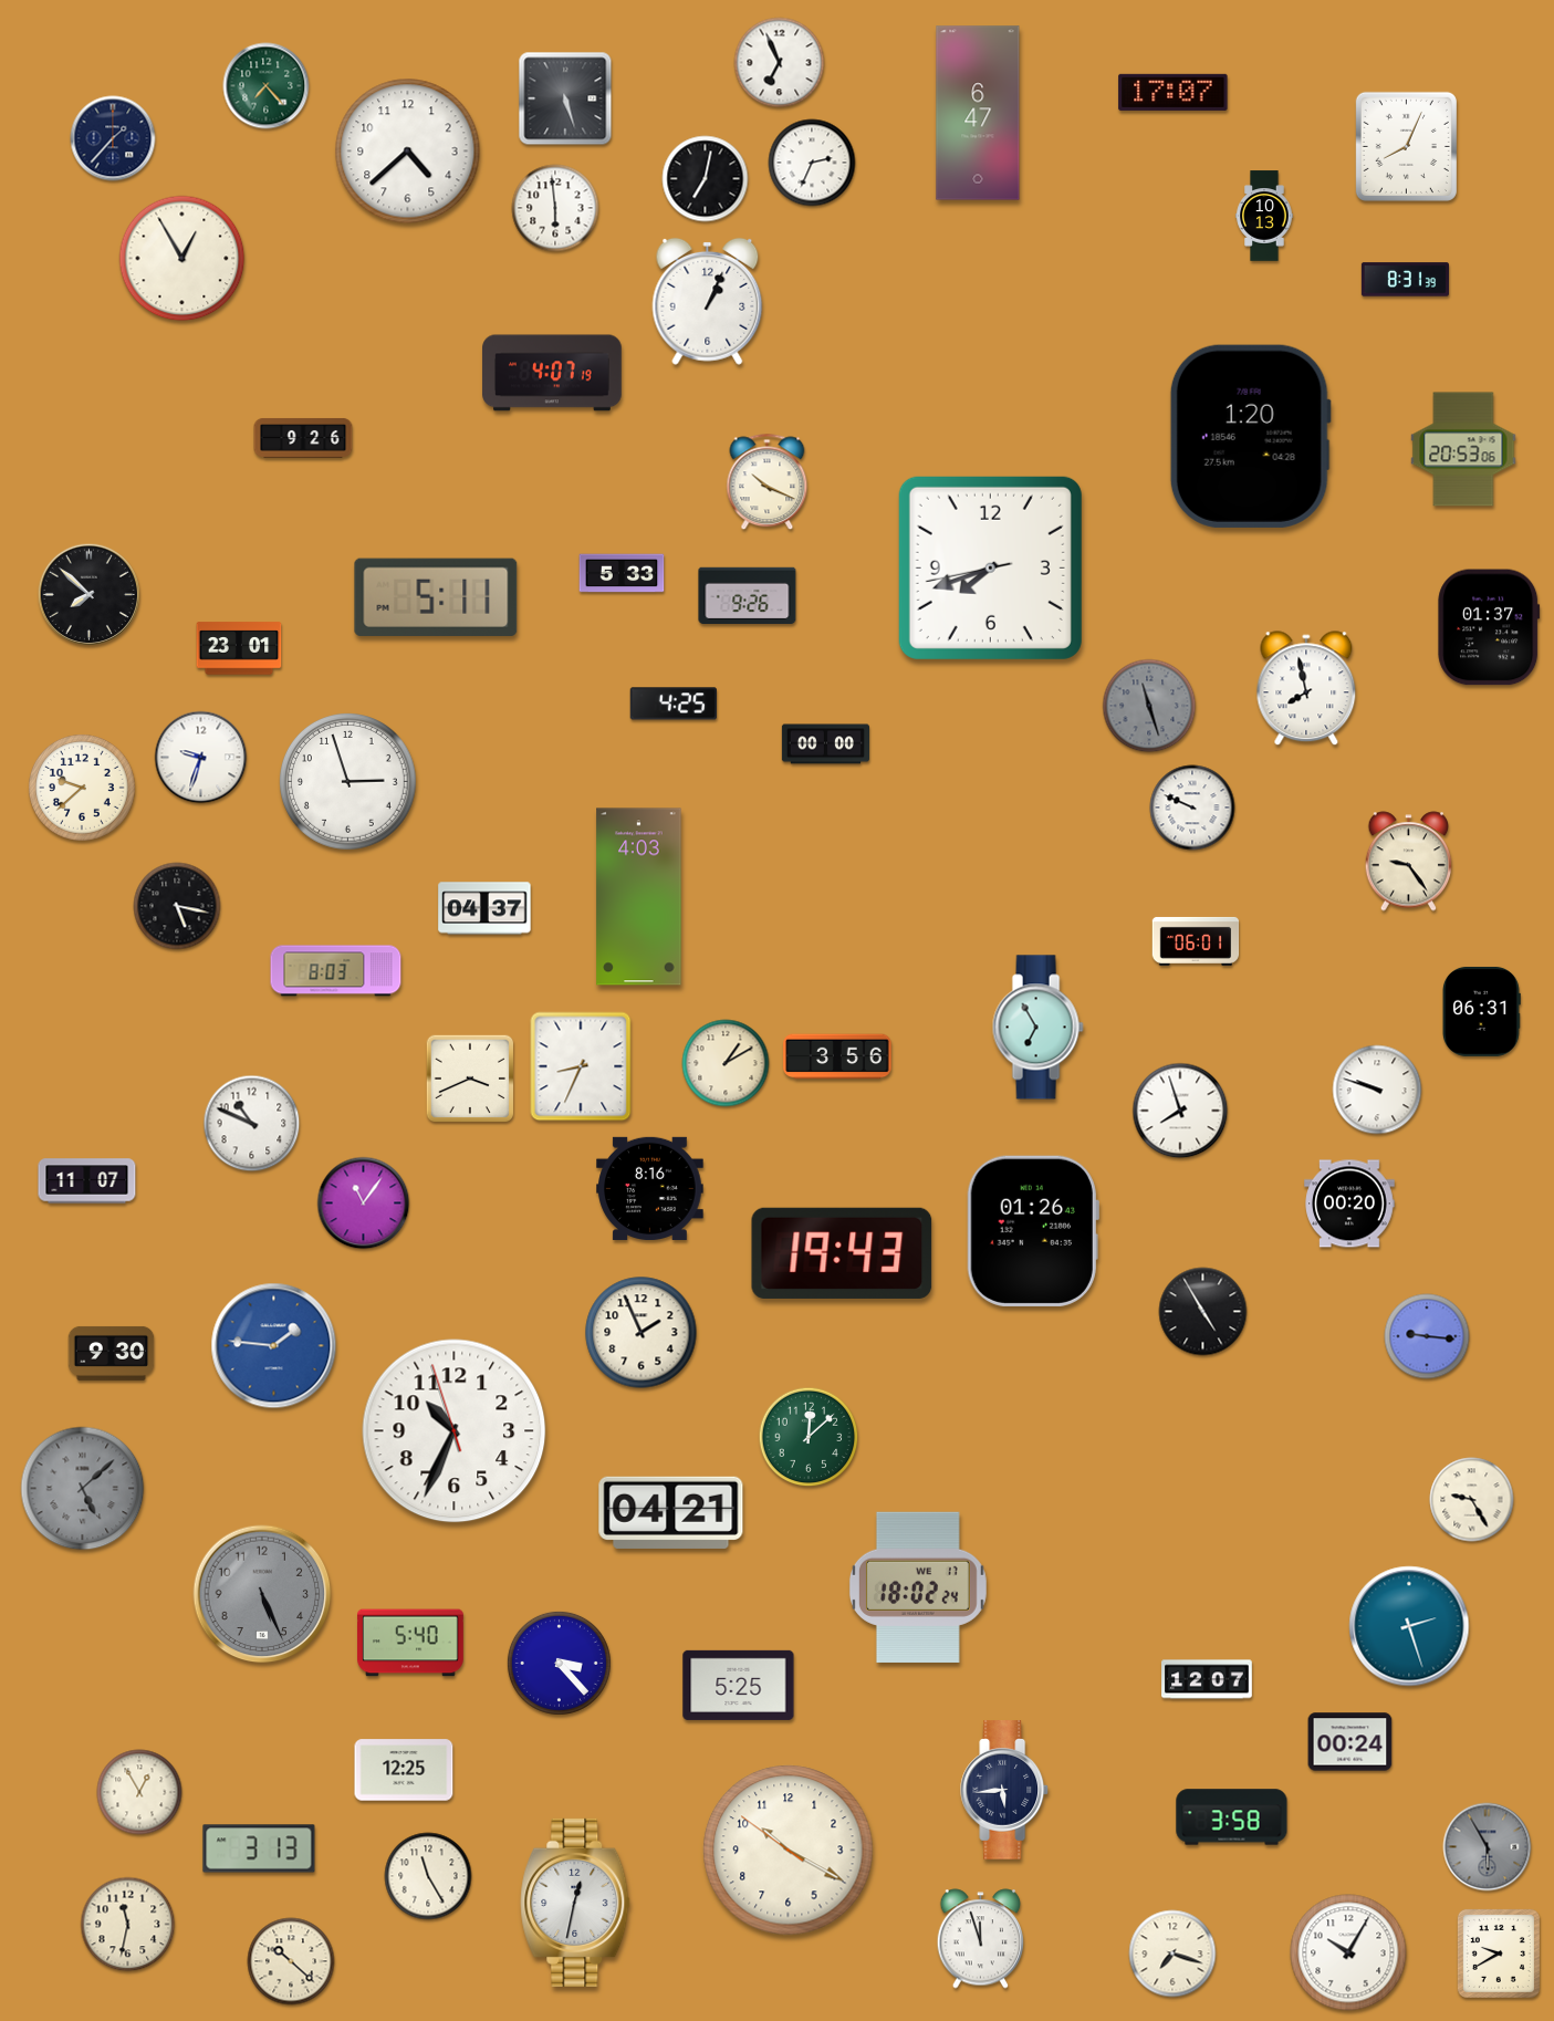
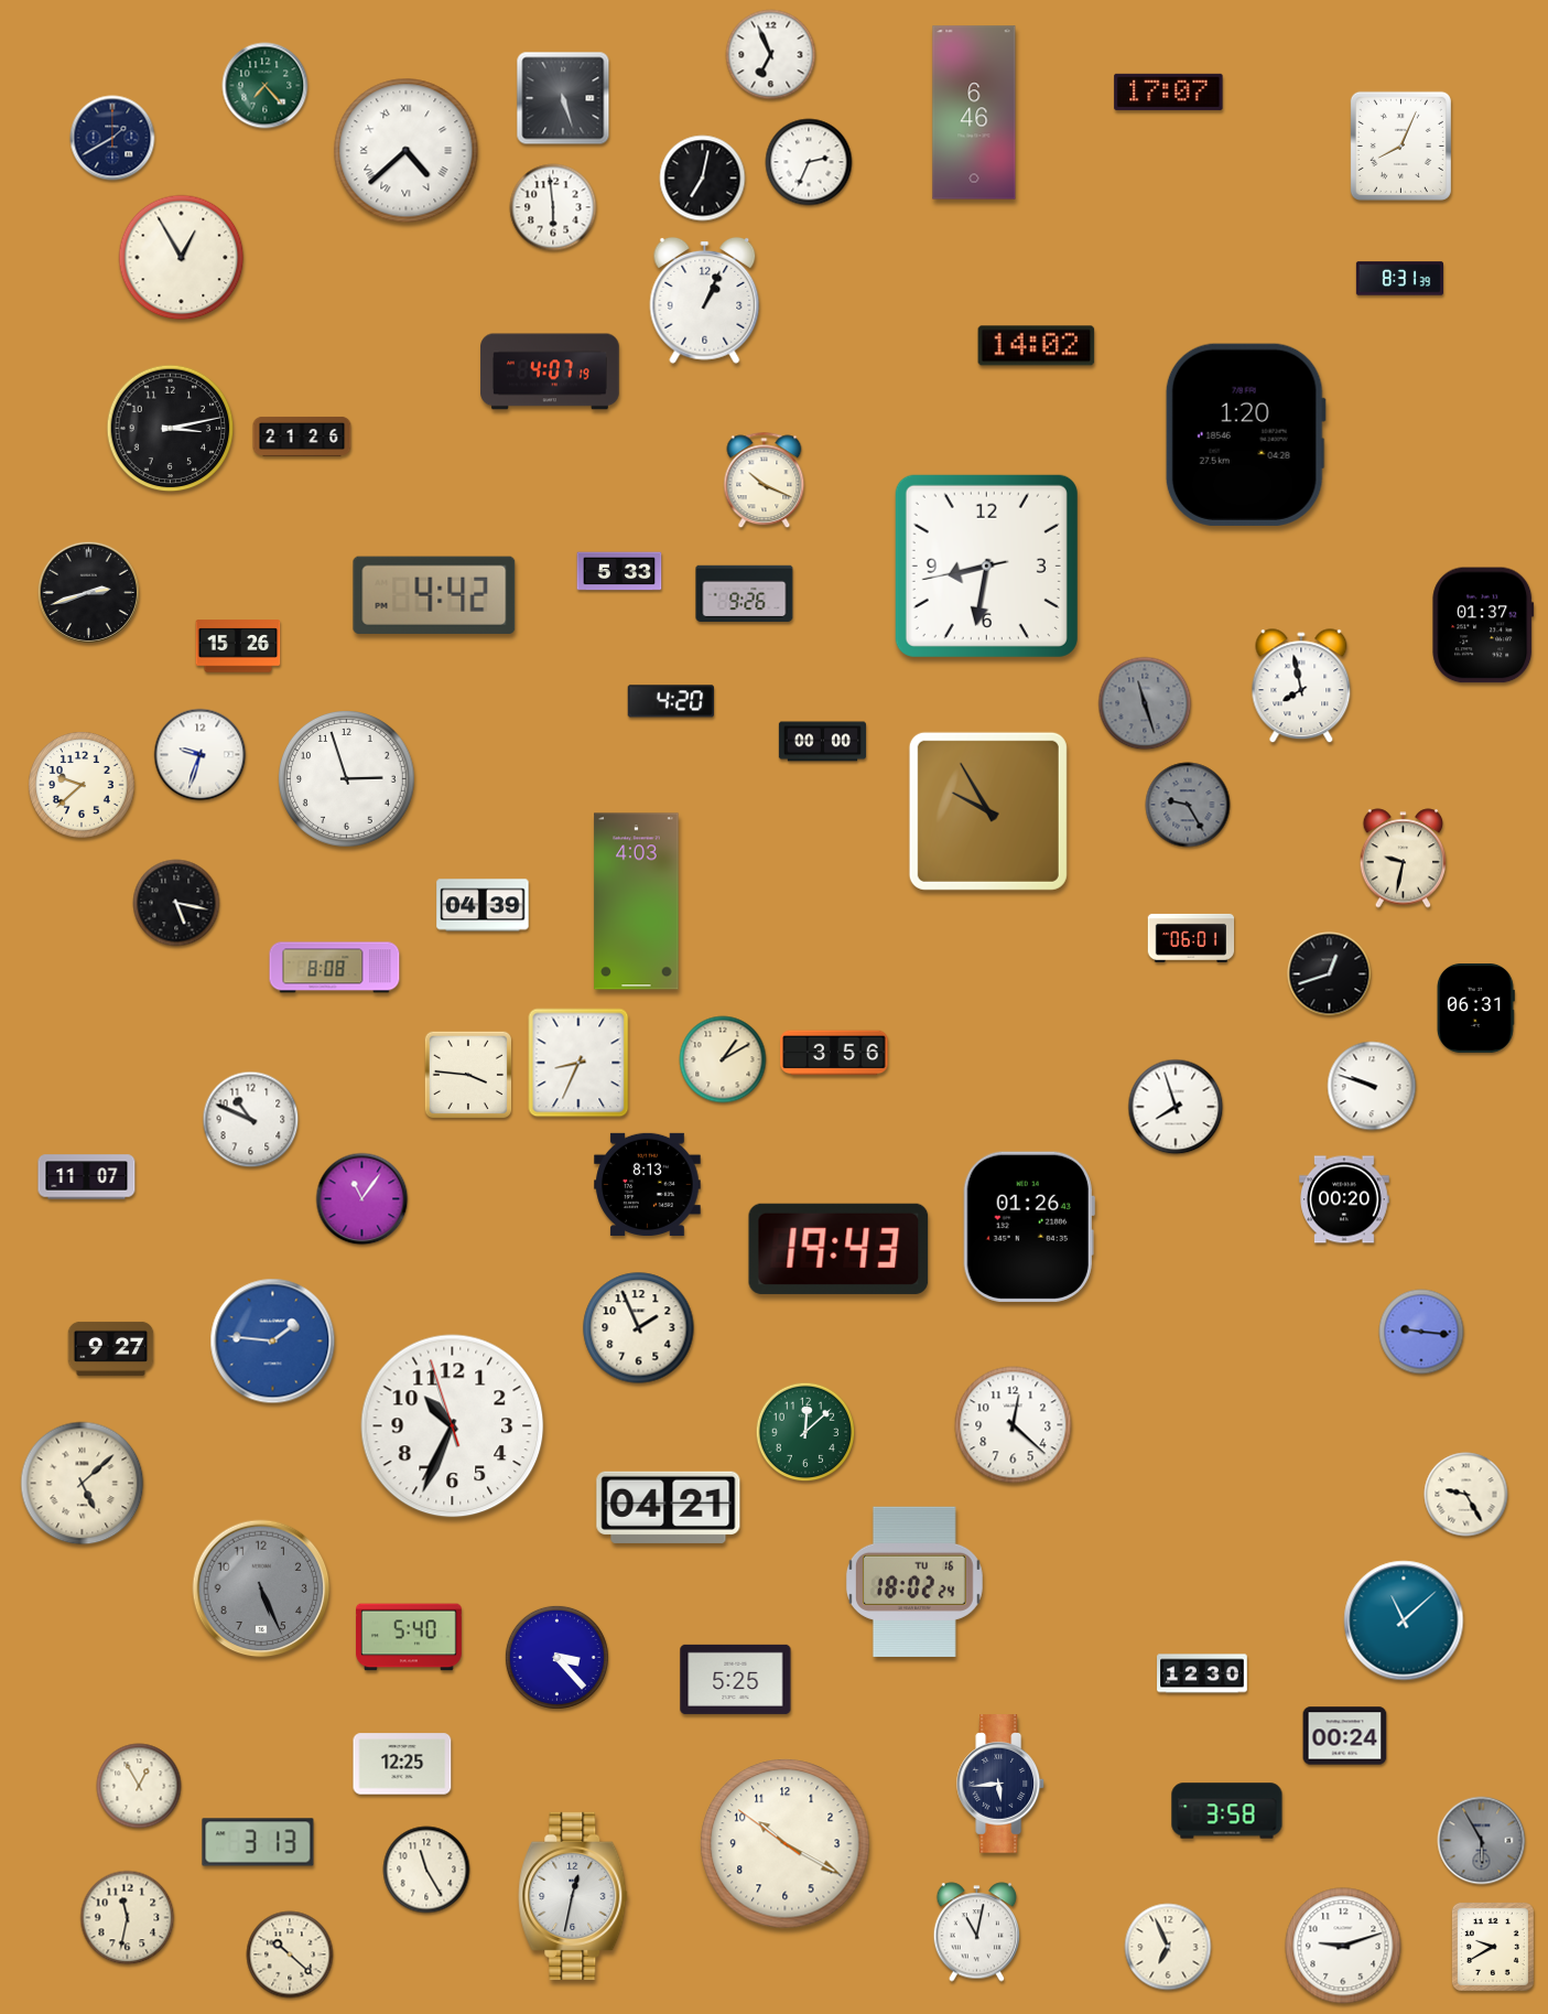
clock at (780, 63) position: (780, 63) -> (771, 55)
clock at (978, 113): 6:47 -> 6:46
clock at (113, 138): 1:37 -> 1:40
clock at (408, 152) numerals: Arabic -> Roman
clock at (1264, 216): 10:13 -> none
clock at (1037, 346): none -> 14:02
clock at (171, 429): none -> 3:13
clock at (303, 438): 9:26 -> 21:26
clock at (1463, 449): 20:53 -> none
clock at (990, 567): 7:41 -> 8:31
clock at (88, 594): 7:52 -> 2:42
clock at (436, 597): 5:11 -> 4:42
clock at (239, 648): 23:01 -> 15:26
clock at (672, 704): 4:25 -> 4:20
clock at (1192, 808): 9:49 -> 9:25
clock at (1192, 808) dial: white -> grey
clock at (988, 811): none -> 9:55
clock at (1409, 862): 9:24 -> 9:32
clock at (639, 897) position: (639, 897) -> (637, 902)
clock at (484, 908): 04:37 -> 04:39
clock at (336, 971): 8:03 -> 8:08
clock at (1330, 974): none -> 12:42
clock at (1037, 1028): 6:55 -> none
clock at (470, 1079): 3:41 -> 3:46
clock at (650, 1188): 8:16 -> 8:13
clock at (1203, 1312): 4:55 -> none
clock at (112, 1353): 9:30 -> 9:27
clock at (1014, 1425): none -> 12:22
clock at (83, 1489) dial: grey -> cream
clock at (918, 1586) date: WE 17 -> TU 16
clock at (1409, 1626): 2:27 -> 11:08
clock at (1207, 1679): 12:07 -> 12:30
clock at (981, 1939): 11:57 -> 11:02
clock at (1348, 1952): 10:05 -> 9:12
clock at (1172, 1954): 7:18 -> 6:56
